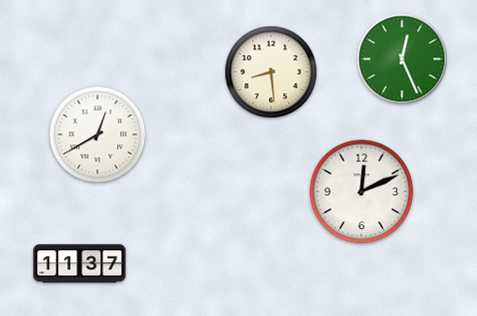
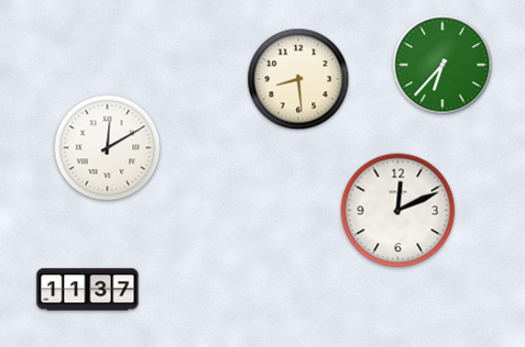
clock at (402, 59): 12:26 -> 6:37
clock at (98, 135): 12:40 -> 12:10
